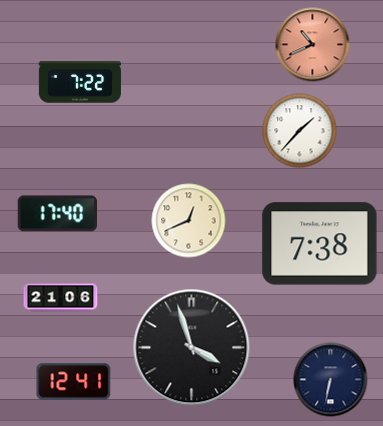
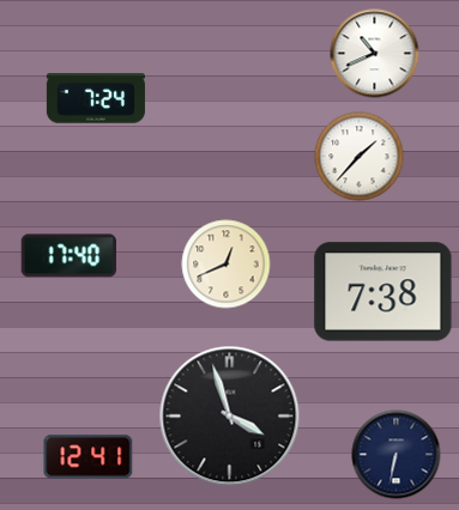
clock at (313, 45) dial: salmon -> white
clock at (80, 82): 7:22 -> 7:24
clock at (61, 298): 21:06 -> none
